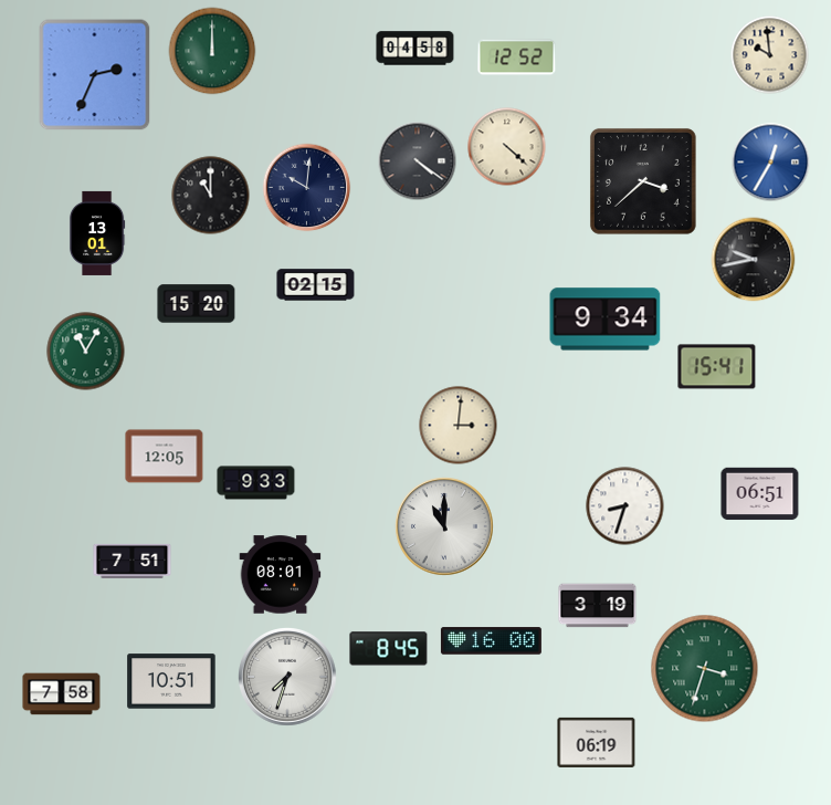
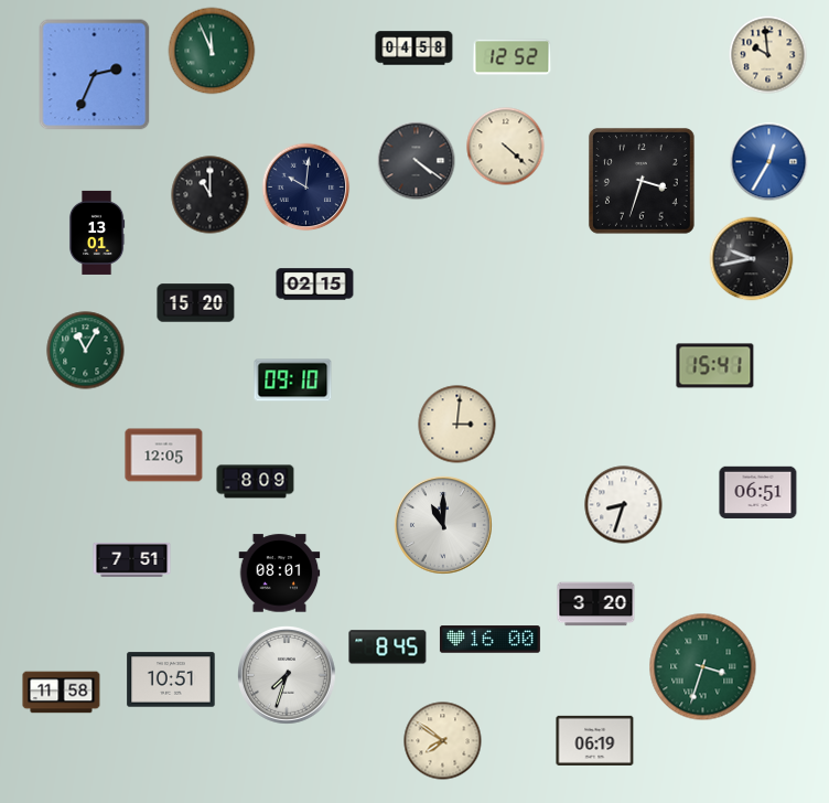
clock at (212, 51): 12:00 -> 11:56
clock at (517, 57) position: (517, 57) -> (513, 57)
clock at (643, 181): 3:38 -> 3:33
clock at (606, 320): 9:34 -> none
clock at (293, 381): none -> 09:10
clock at (256, 483): 9:33 -> 8:09
clock at (598, 606): 3:19 -> 3:20
clock at (62, 694): 7:58 -> 11:58
clock at (443, 741): none -> 7:51
